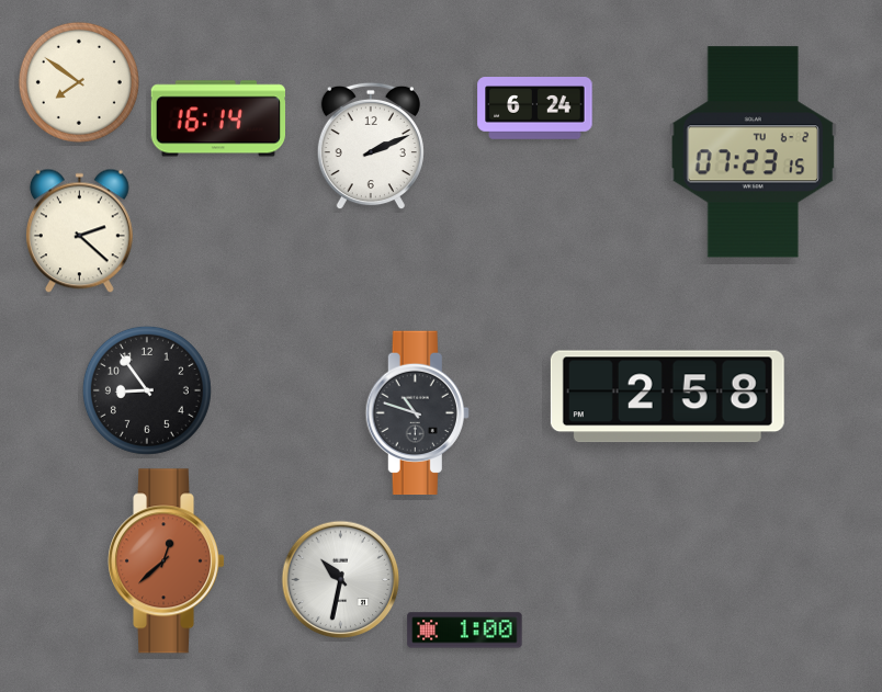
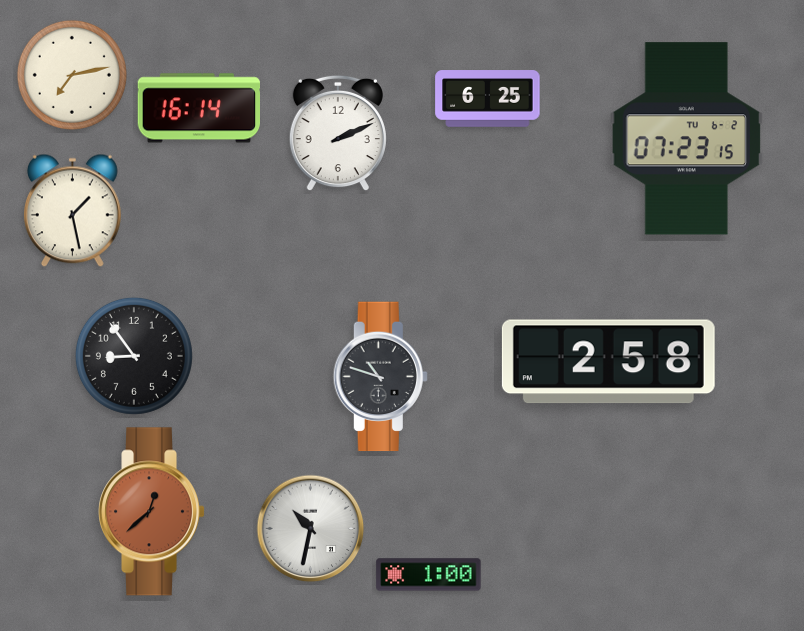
clock at (79, 82): 7:51 -> 7:13
clock at (535, 109): 6:24 -> 6:25
clock at (79, 231): 2:22 -> 1:28
clock at (465, 631) position: (465, 631) -> (429, 575)
